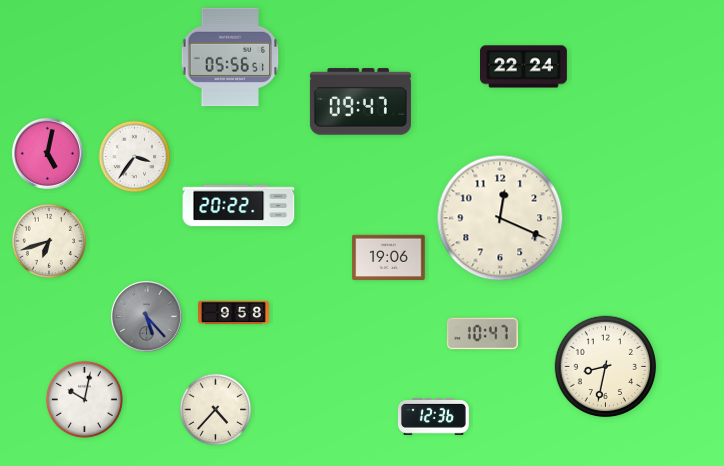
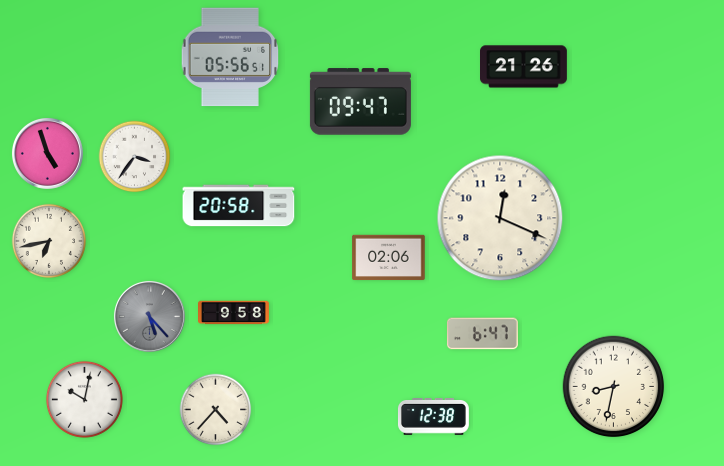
clock at (524, 67): 22:24 -> 21:26
clock at (47, 153): 5:02 -> 4:57
clock at (239, 206): 20:22 -> 20:58
clock at (49, 241): 6:42 -> 6:43
clock at (389, 258): 19:06 -> 02:06
clock at (146, 316) position: (146, 316) -> (149, 316)
clock at (482, 334): 10:47 -> 6:47
clock at (606, 367) position: (606, 367) -> (614, 387)
clock at (433, 417): 12:36 -> 12:38
